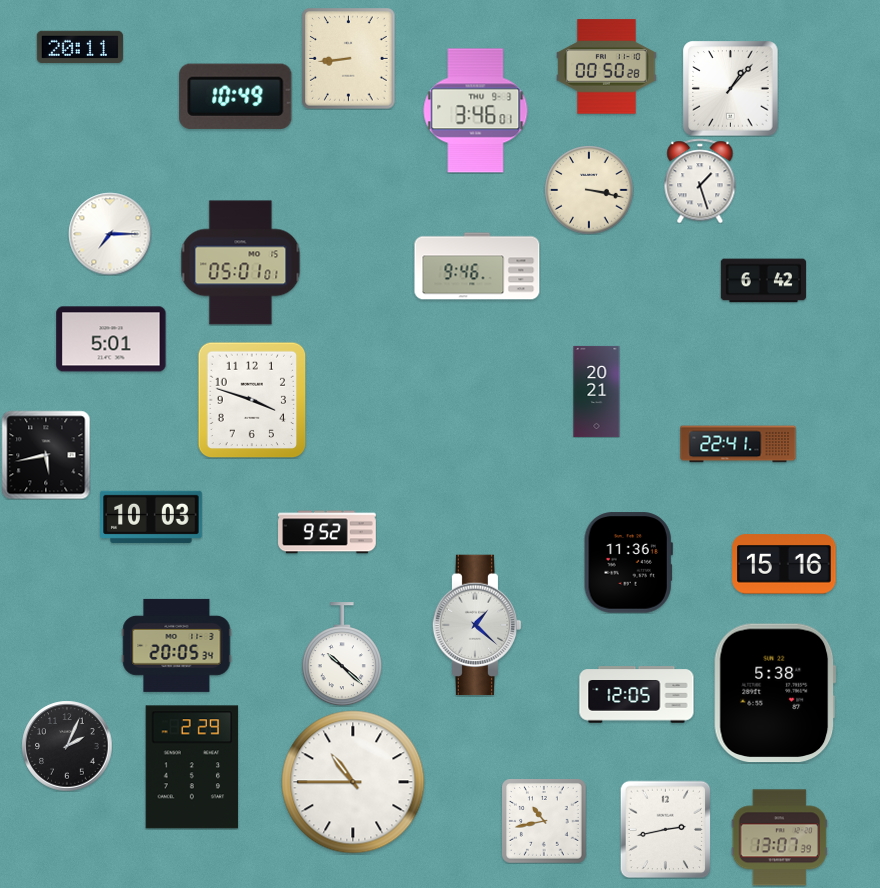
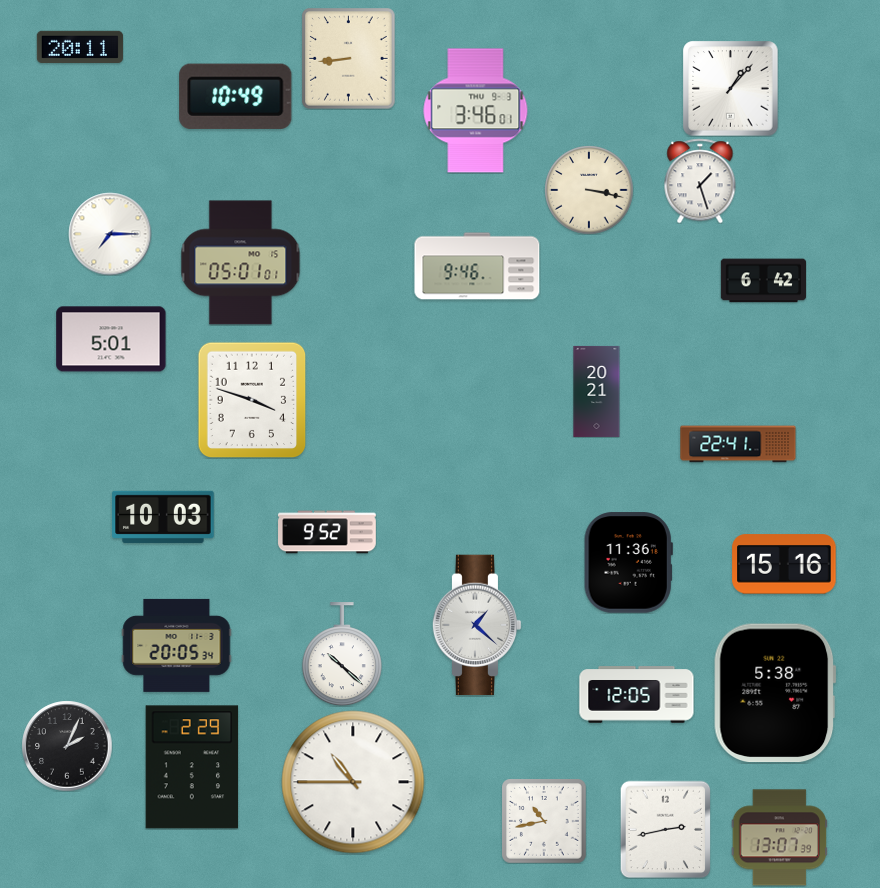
clock at (607, 67): 00:50 -> none
clock at (46, 455): 5:43 -> none
clock at (151, 517) position: (151, 517) -> (163, 517)
